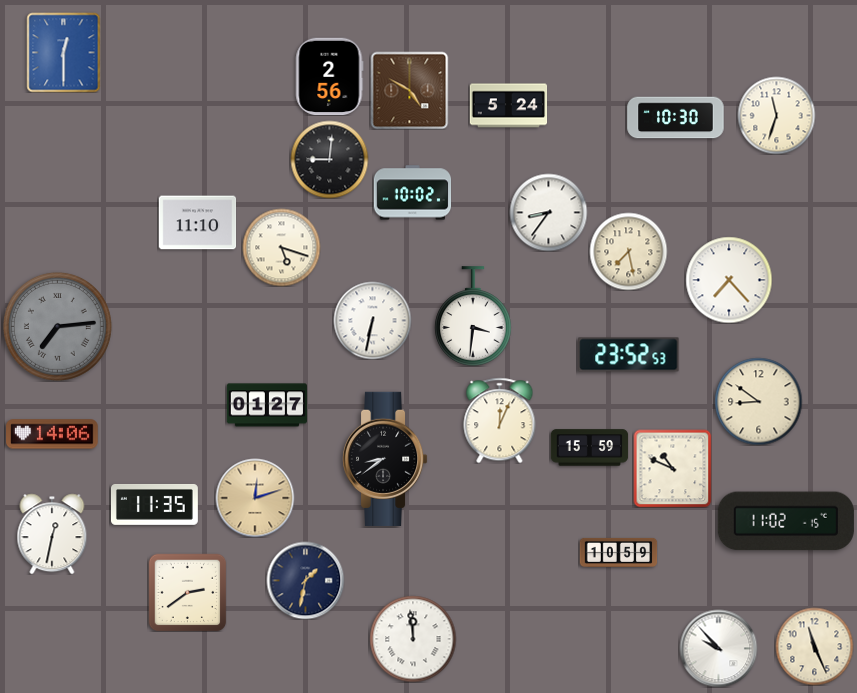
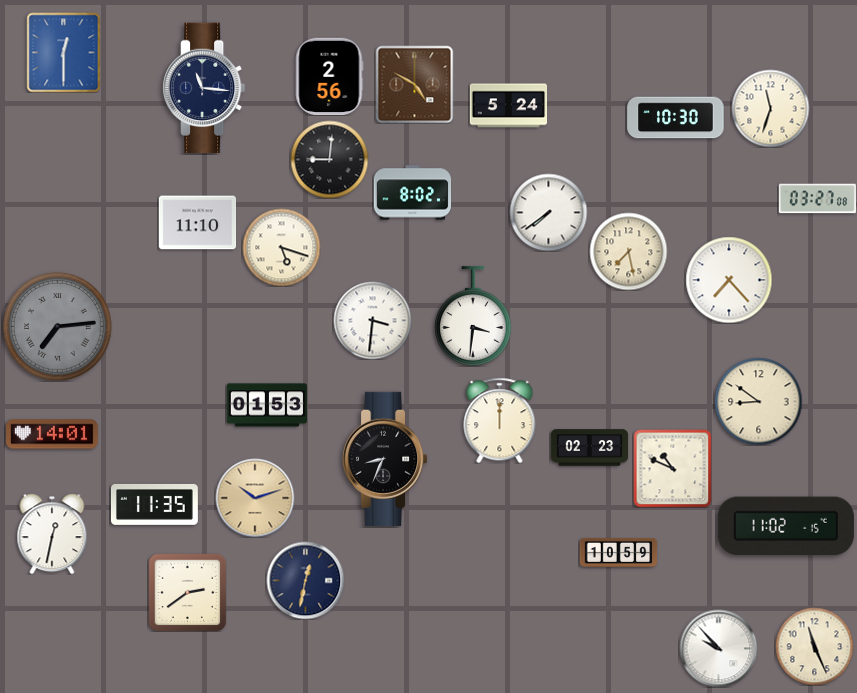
clock at (204, 88): none -> 11:16
clock at (409, 90) position: (409, 90) -> (414, 84)
clock at (776, 115) position: (776, 115) -> (770, 108)
clock at (412, 193): 10:02 -> 8:02
clock at (817, 199): none -> 03:27
clock at (548, 212): 8:36 -> 7:39
clock at (372, 320): 6:32 -> 3:31
clock at (629, 355): 23:52 -> none
clock at (267, 405): 01:27 -> 01:53
clock at (500, 420): 12:04 -> 12:00
clock at (52, 434): 14:06 -> 14:01
clock at (589, 448): 15:59 -> 02:23
clock at (385, 459): 8:39 -> 8:34
clock at (255, 498): 12:12 -> 10:12
clock at (786, 521) position: (786, 521) -> (786, 526)
clock at (305, 580): 1:32 -> 12:32
clock at (413, 639): 11:59 -> none
